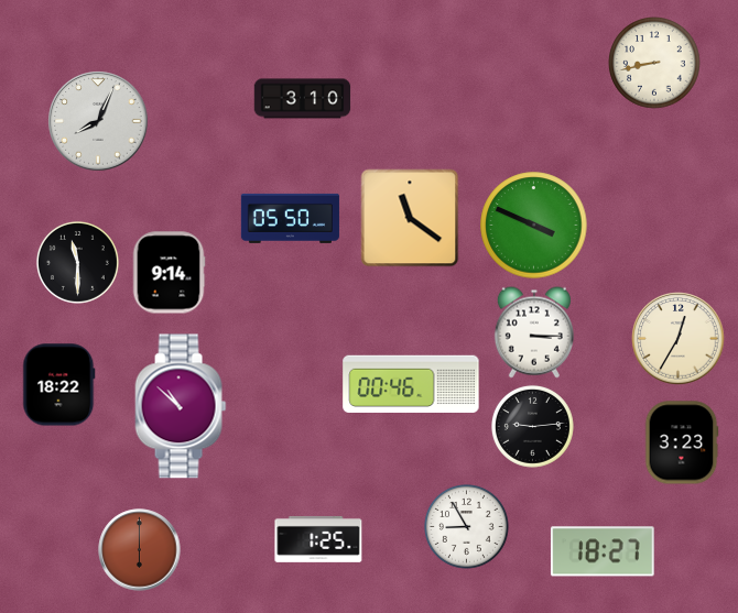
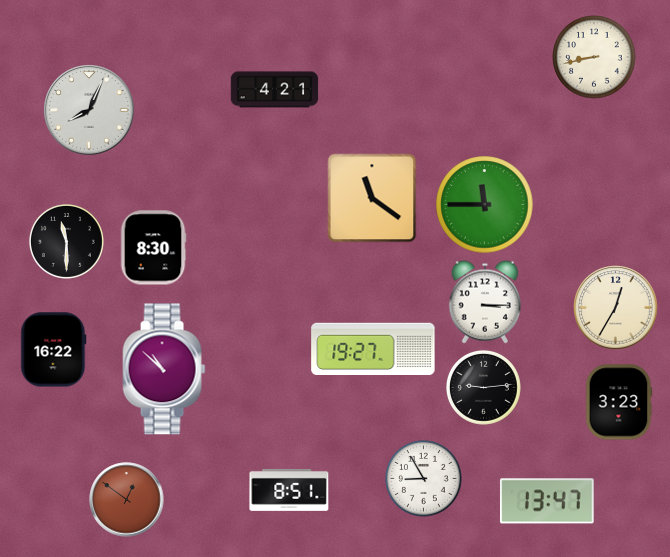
clock at (303, 99): 3:10 -> 4:21
clock at (290, 218): 05:50 -> none
clock at (534, 226): 3:49 -> 11:45
clock at (77, 262) position: (77, 262) -> (66, 241)
clock at (169, 273): 9:14 -> 8:30
clock at (411, 383): 00:46 -> 19:27
clock at (59, 385): 18:22 -> 16:22
clock at (318, 539): 1:25 -> 8:51
clock at (140, 550): 6:00 -> 12:51
clock at (603, 551): 18:27 -> 13:47
